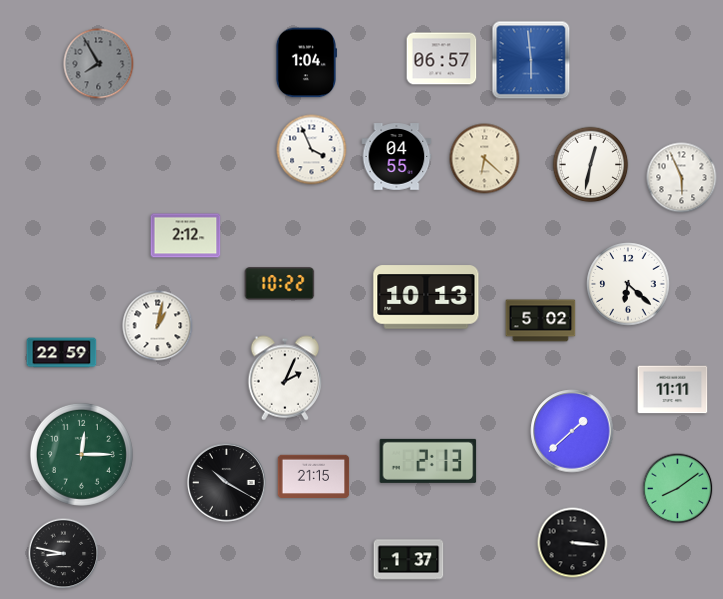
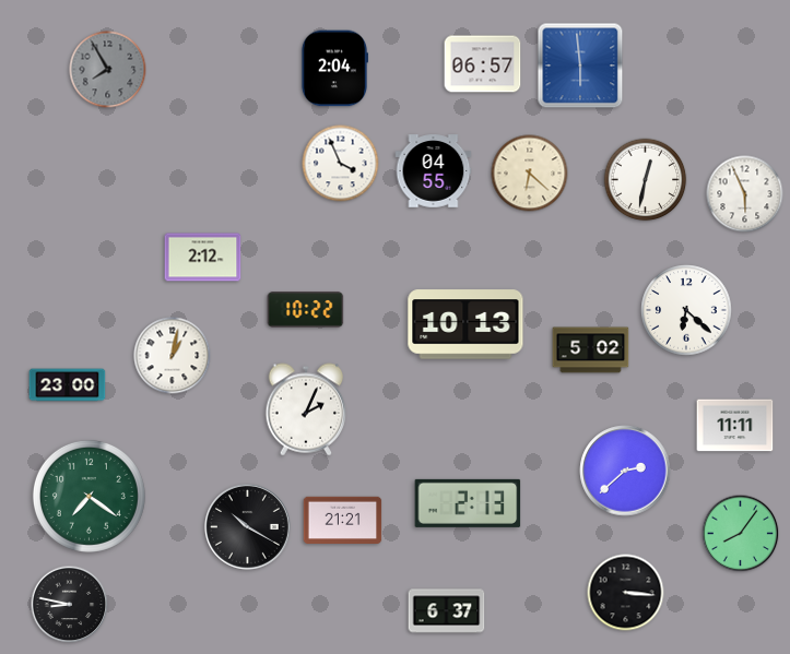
clock at (305, 63): 1:04 -> 2:04
clock at (62, 353): 22:59 -> 23:00
clock at (285, 378) position: (285, 378) -> (306, 409)
clock at (572, 431): 1:38 -> 2:38
clock at (81, 454): 12:15 -> 7:21
clock at (314, 476): 21:15 -> 21:21
clock at (678, 489): 8:09 -> 8:06
clock at (409, 560): 1:37 -> 6:37
